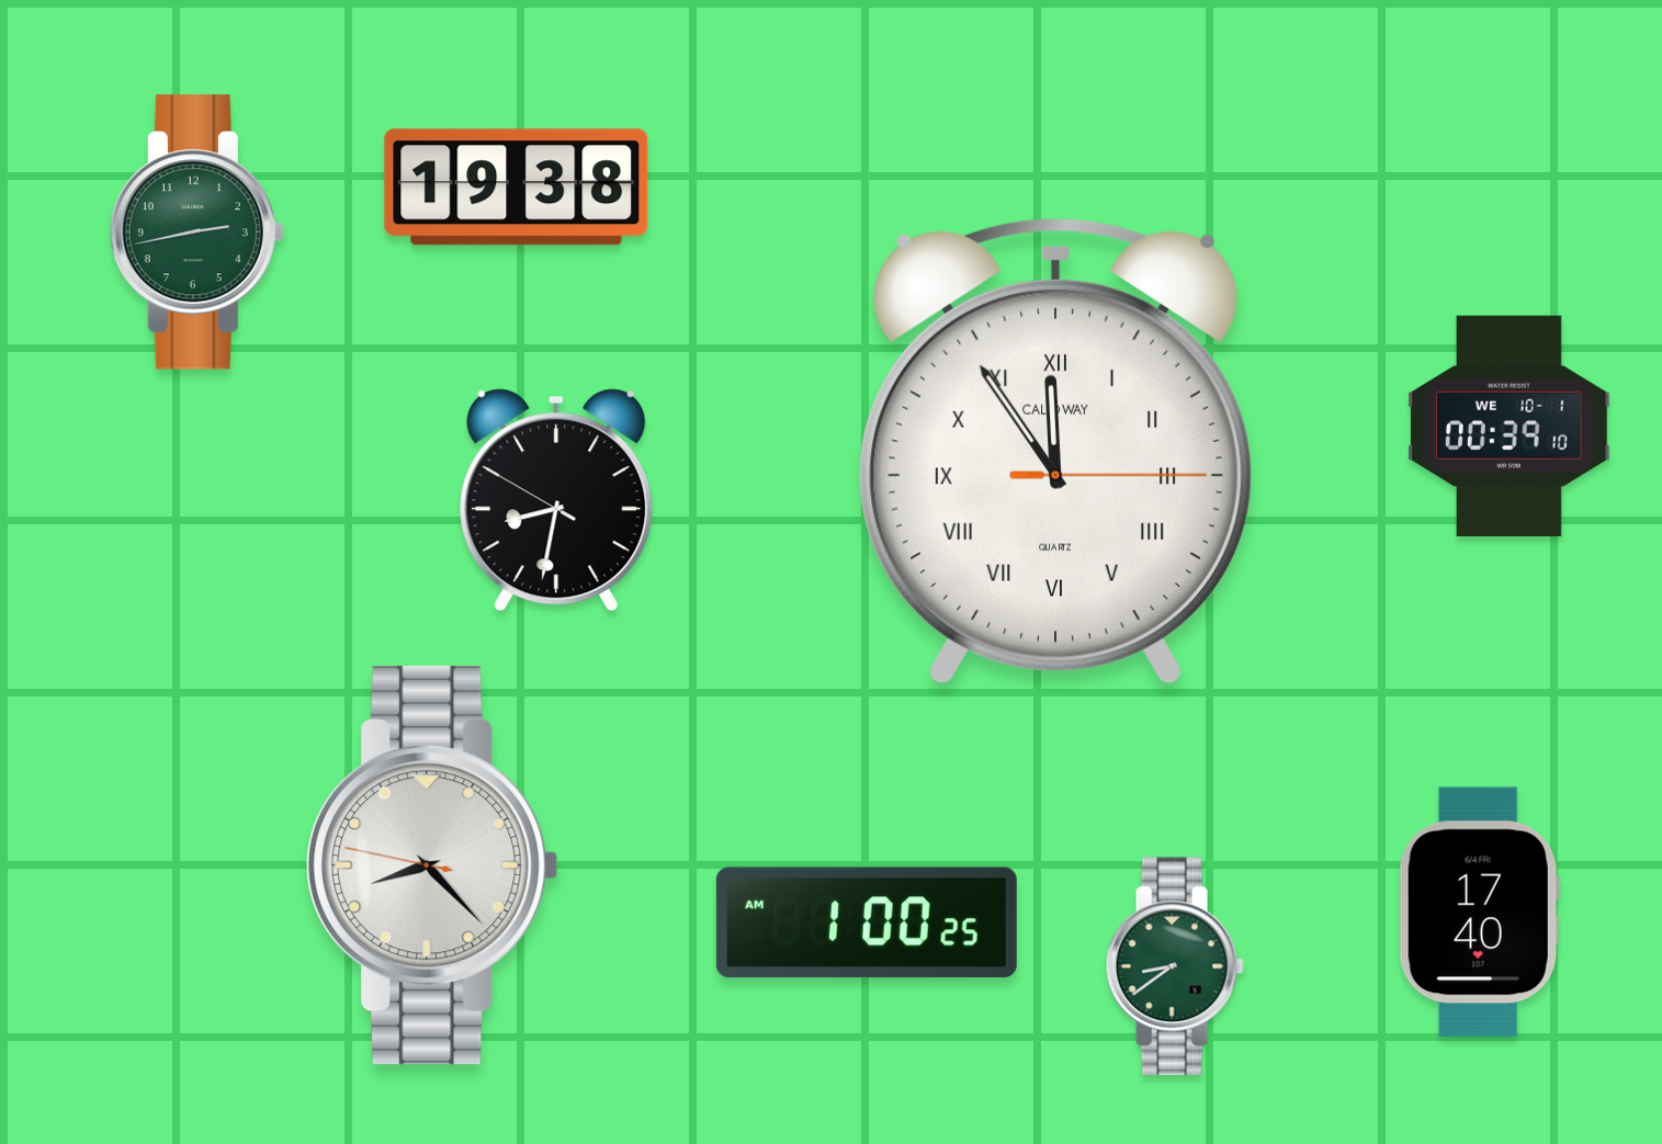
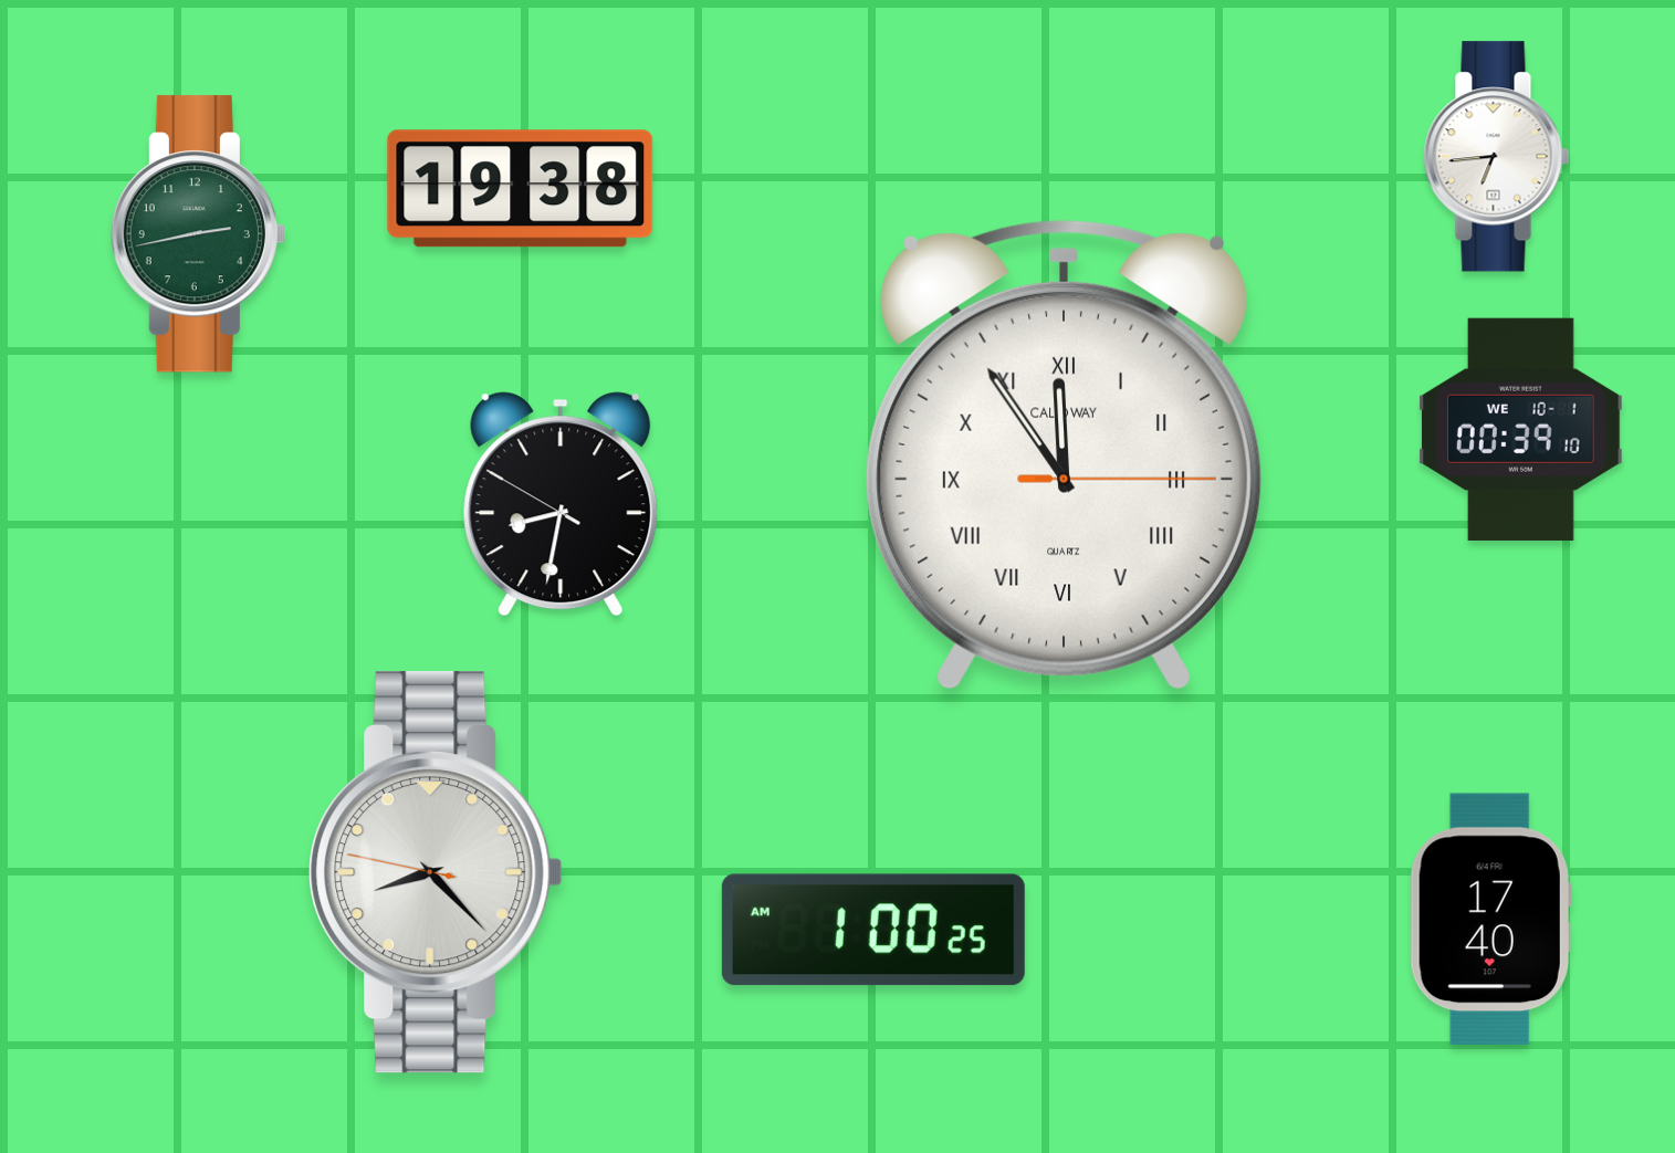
clock at (1497, 157): none -> 6:44
clock at (1175, 966): 8:39 -> none
